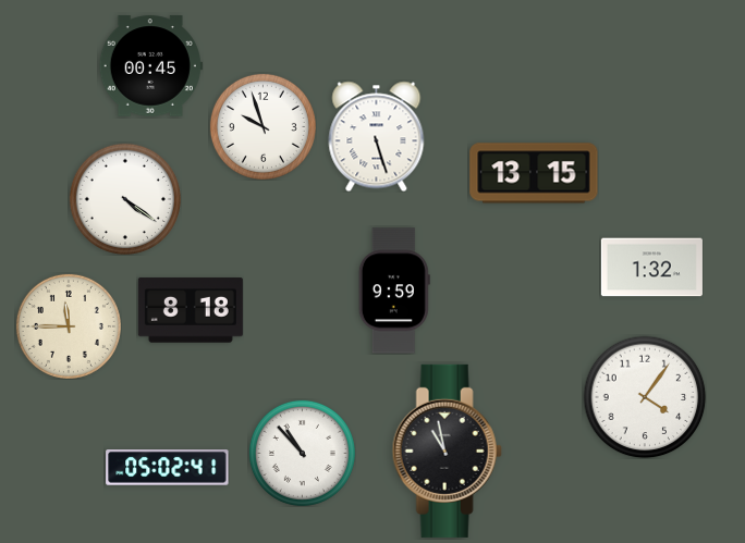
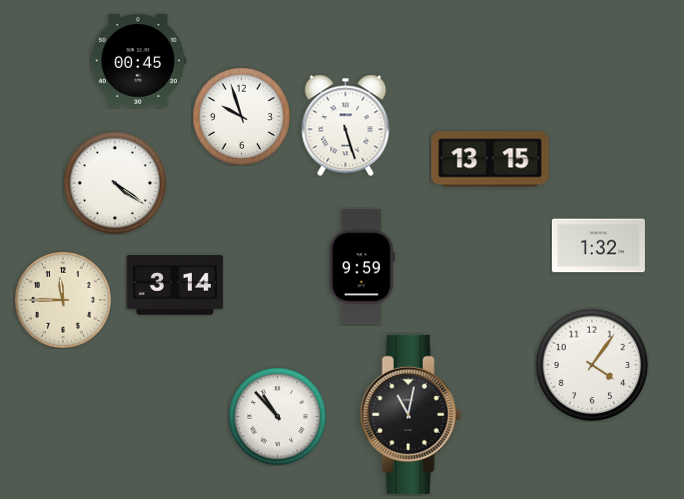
clock at (191, 310): 8:18 -> 3:14
clock at (447, 451): 10:58 -> 11:02
clock at (168, 468): 05:02 -> none
